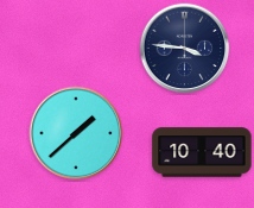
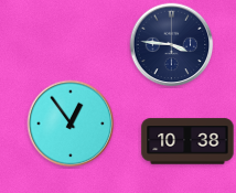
clock at (76, 133): 1:38 -> 12:54
clock at (202, 152): 10:40 -> 10:38
